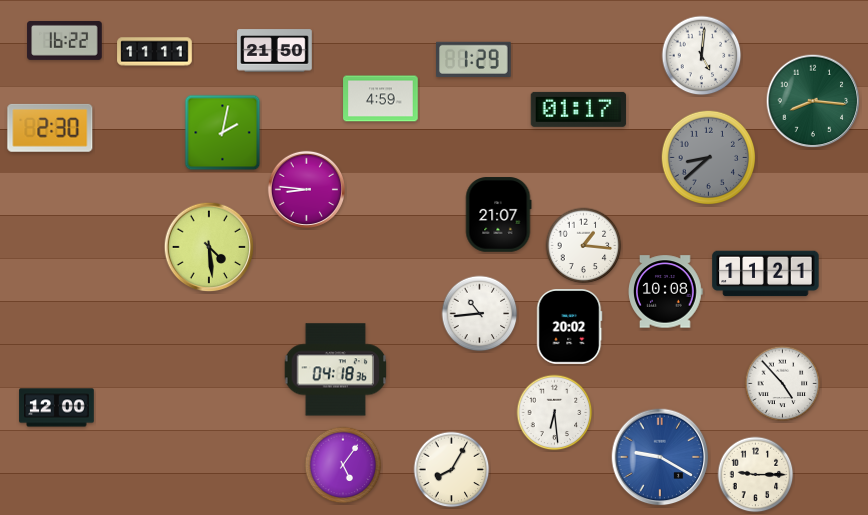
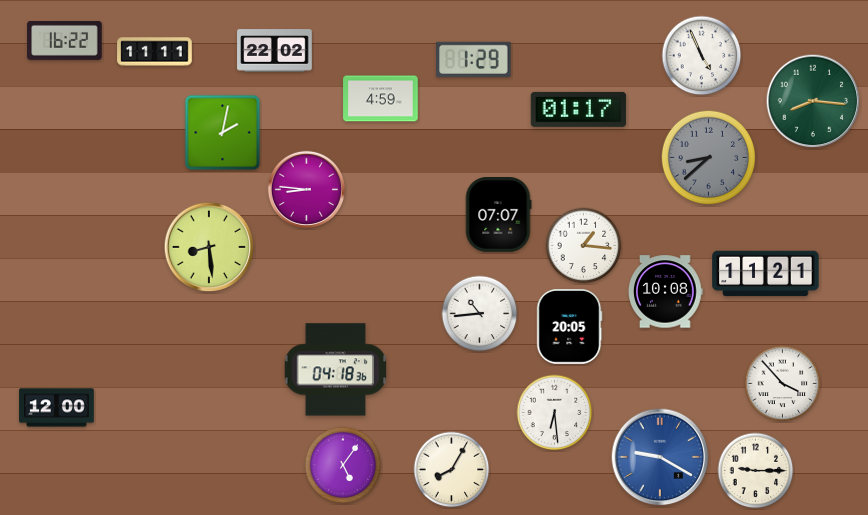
clock at (275, 51): 21:50 -> 22:02
clock at (702, 56): 5:01 -> 4:56
clock at (50, 128): 2:30 -> none
clock at (498, 215): 21:07 -> 07:07
clock at (209, 247): 4:29 -> 8:29
clock at (570, 327): 20:02 -> 20:05
clock at (783, 384): 4:53 -> 3:53
clock at (756, 475) position: (756, 475) -> (756, 471)
